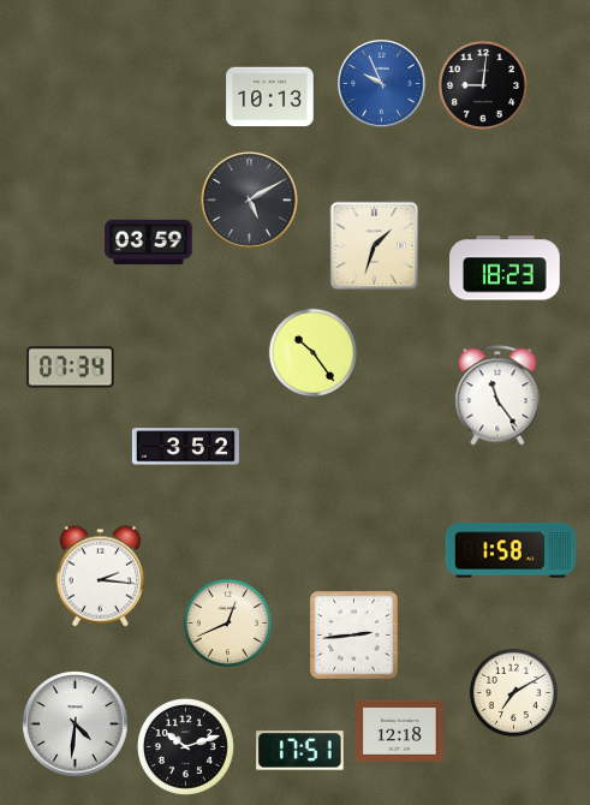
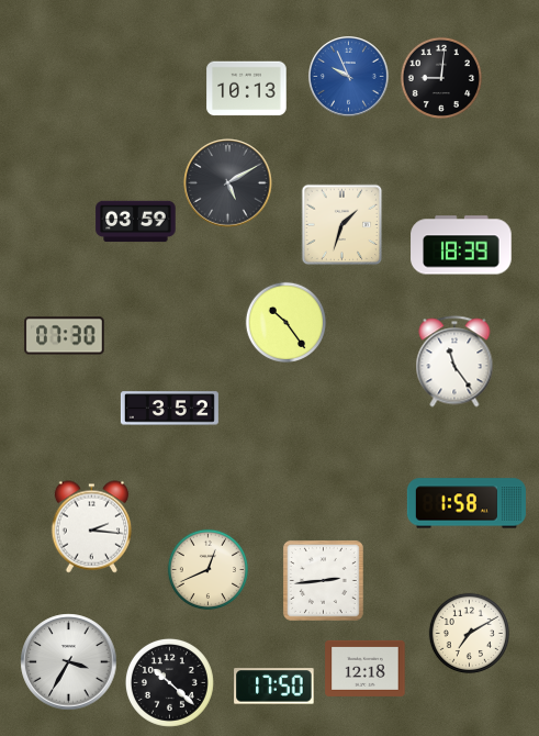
clock at (505, 268): 18:23 -> 18:39
clock at (71, 368): 07:34 -> 07:30
clock at (76, 724): 4:31 -> 3:35
clock at (185, 746): 10:12 -> 10:22
clock at (300, 751): 17:51 -> 17:50
